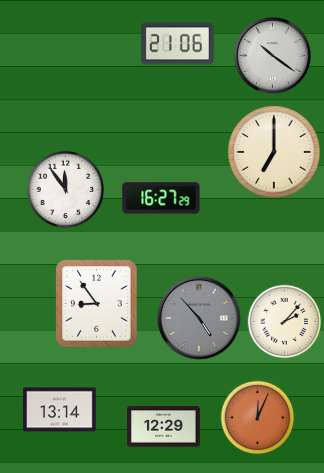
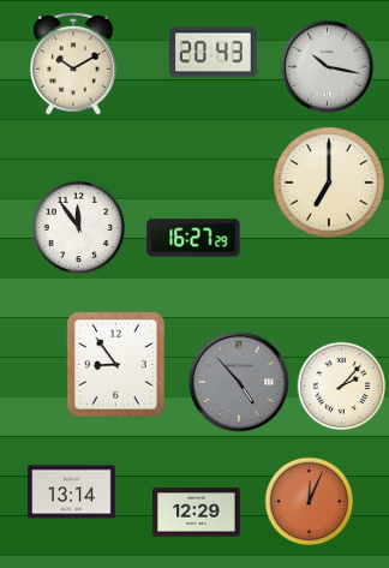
clock at (178, 44): 21:06 -> 20:43
clock at (73, 64): none -> 10:10
clock at (272, 55): 10:21 -> 10:17
